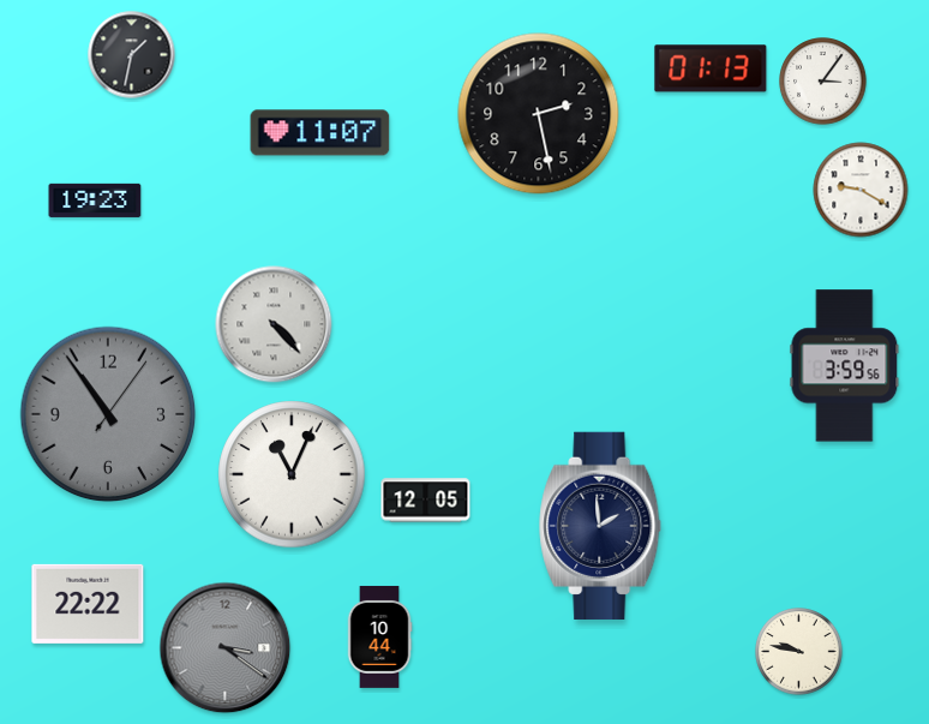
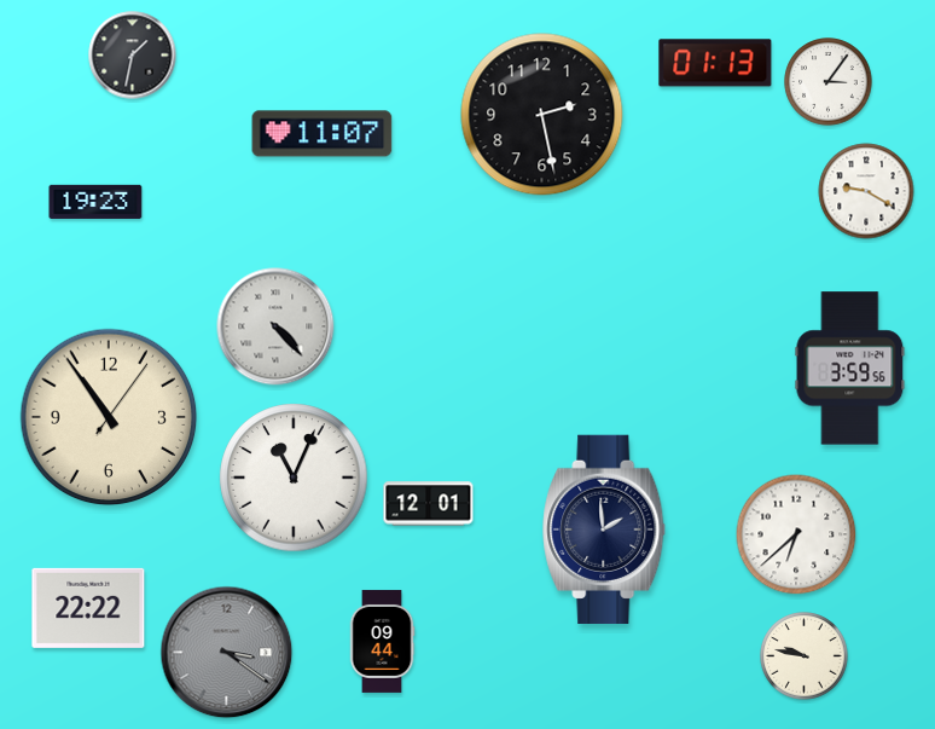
clock at (711, 68) position: (711, 68) -> (715, 63)
clock at (108, 414) dial: grey -> cream
clock at (426, 501): 12:05 -> 12:01
clock at (796, 534): none -> 6:38
clock at (379, 636): 10:44 -> 09:44
